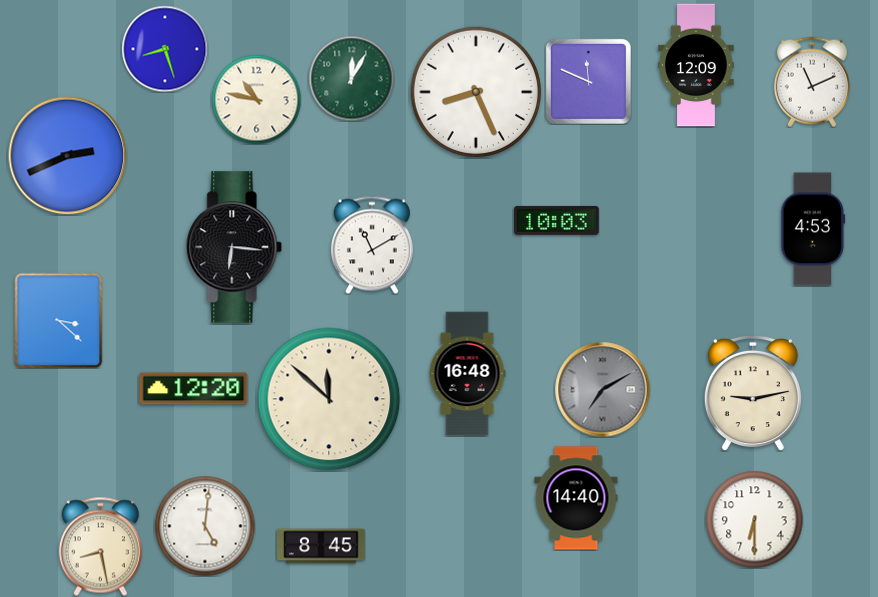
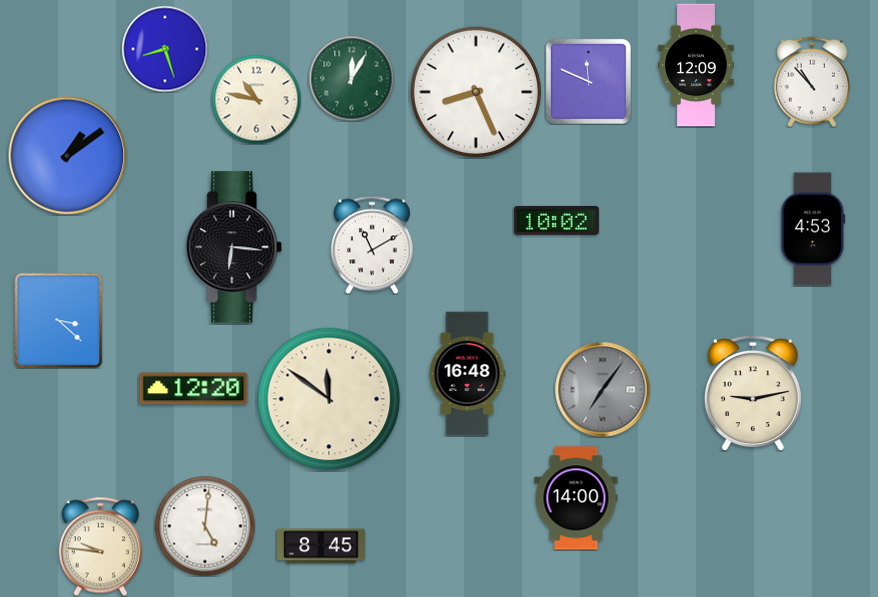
clock at (812, 82): 11:11 -> 10:53
clock at (68, 156): 2:41 -> 1:09
clock at (556, 220): 10:03 -> 10:02
clock at (602, 389): 7:10 -> 7:06
clock at (329, 399): 11:52 -> 11:51
clock at (576, 498): 14:40 -> 14:00
clock at (754, 519): 6:30 -> none
clock at (100, 546): 8:28 -> 9:46
